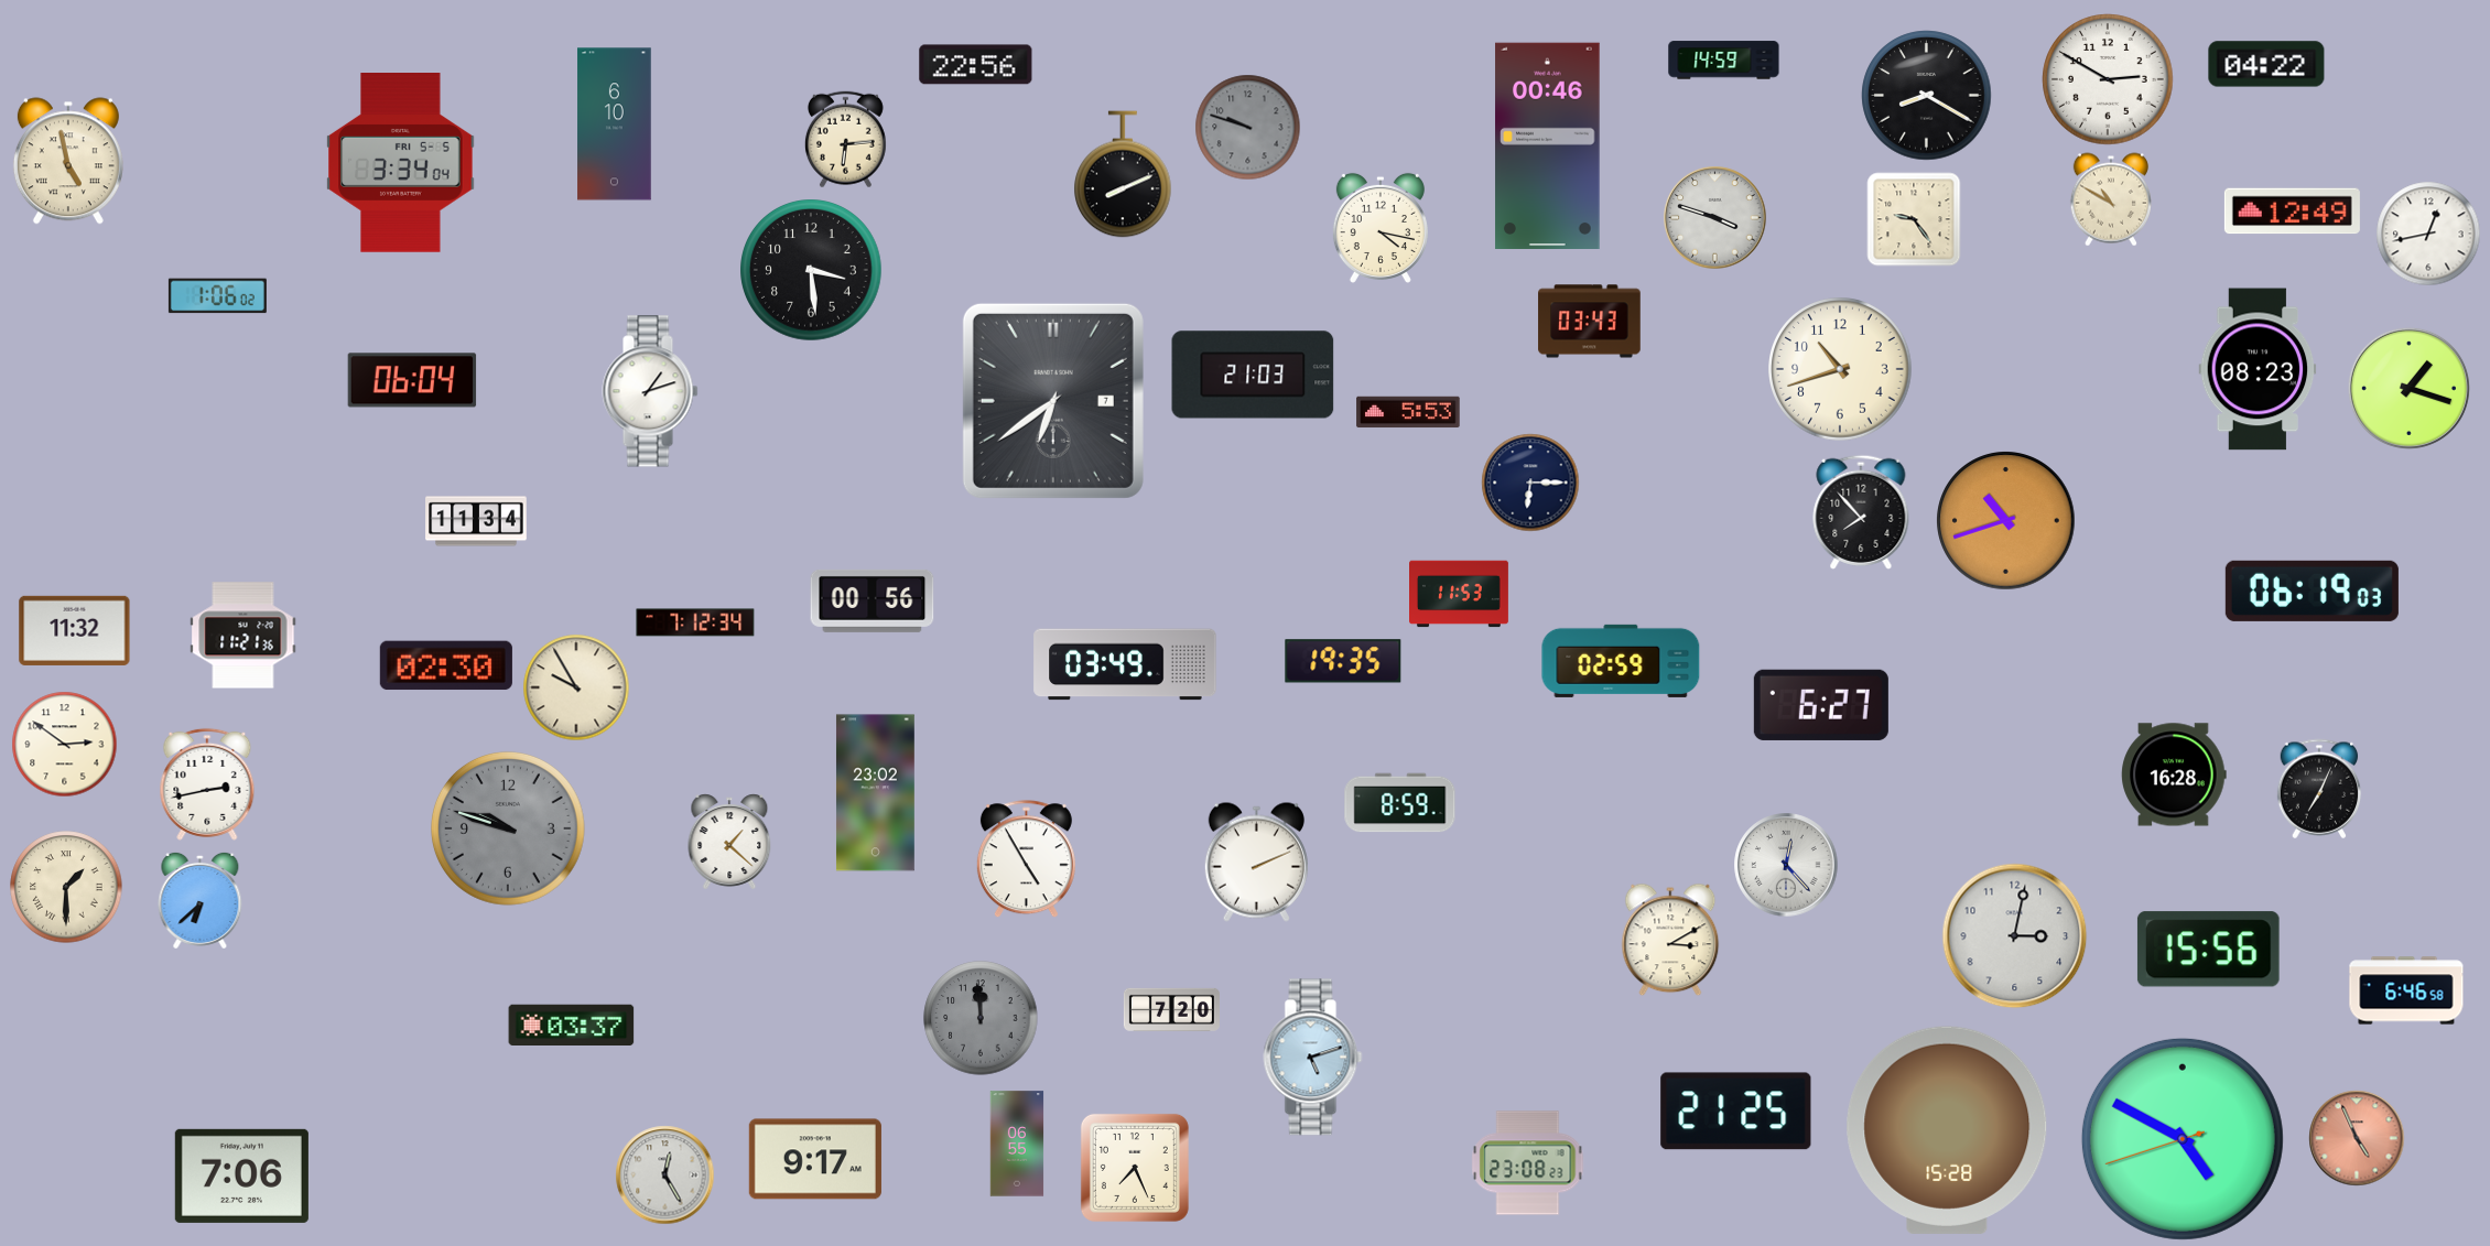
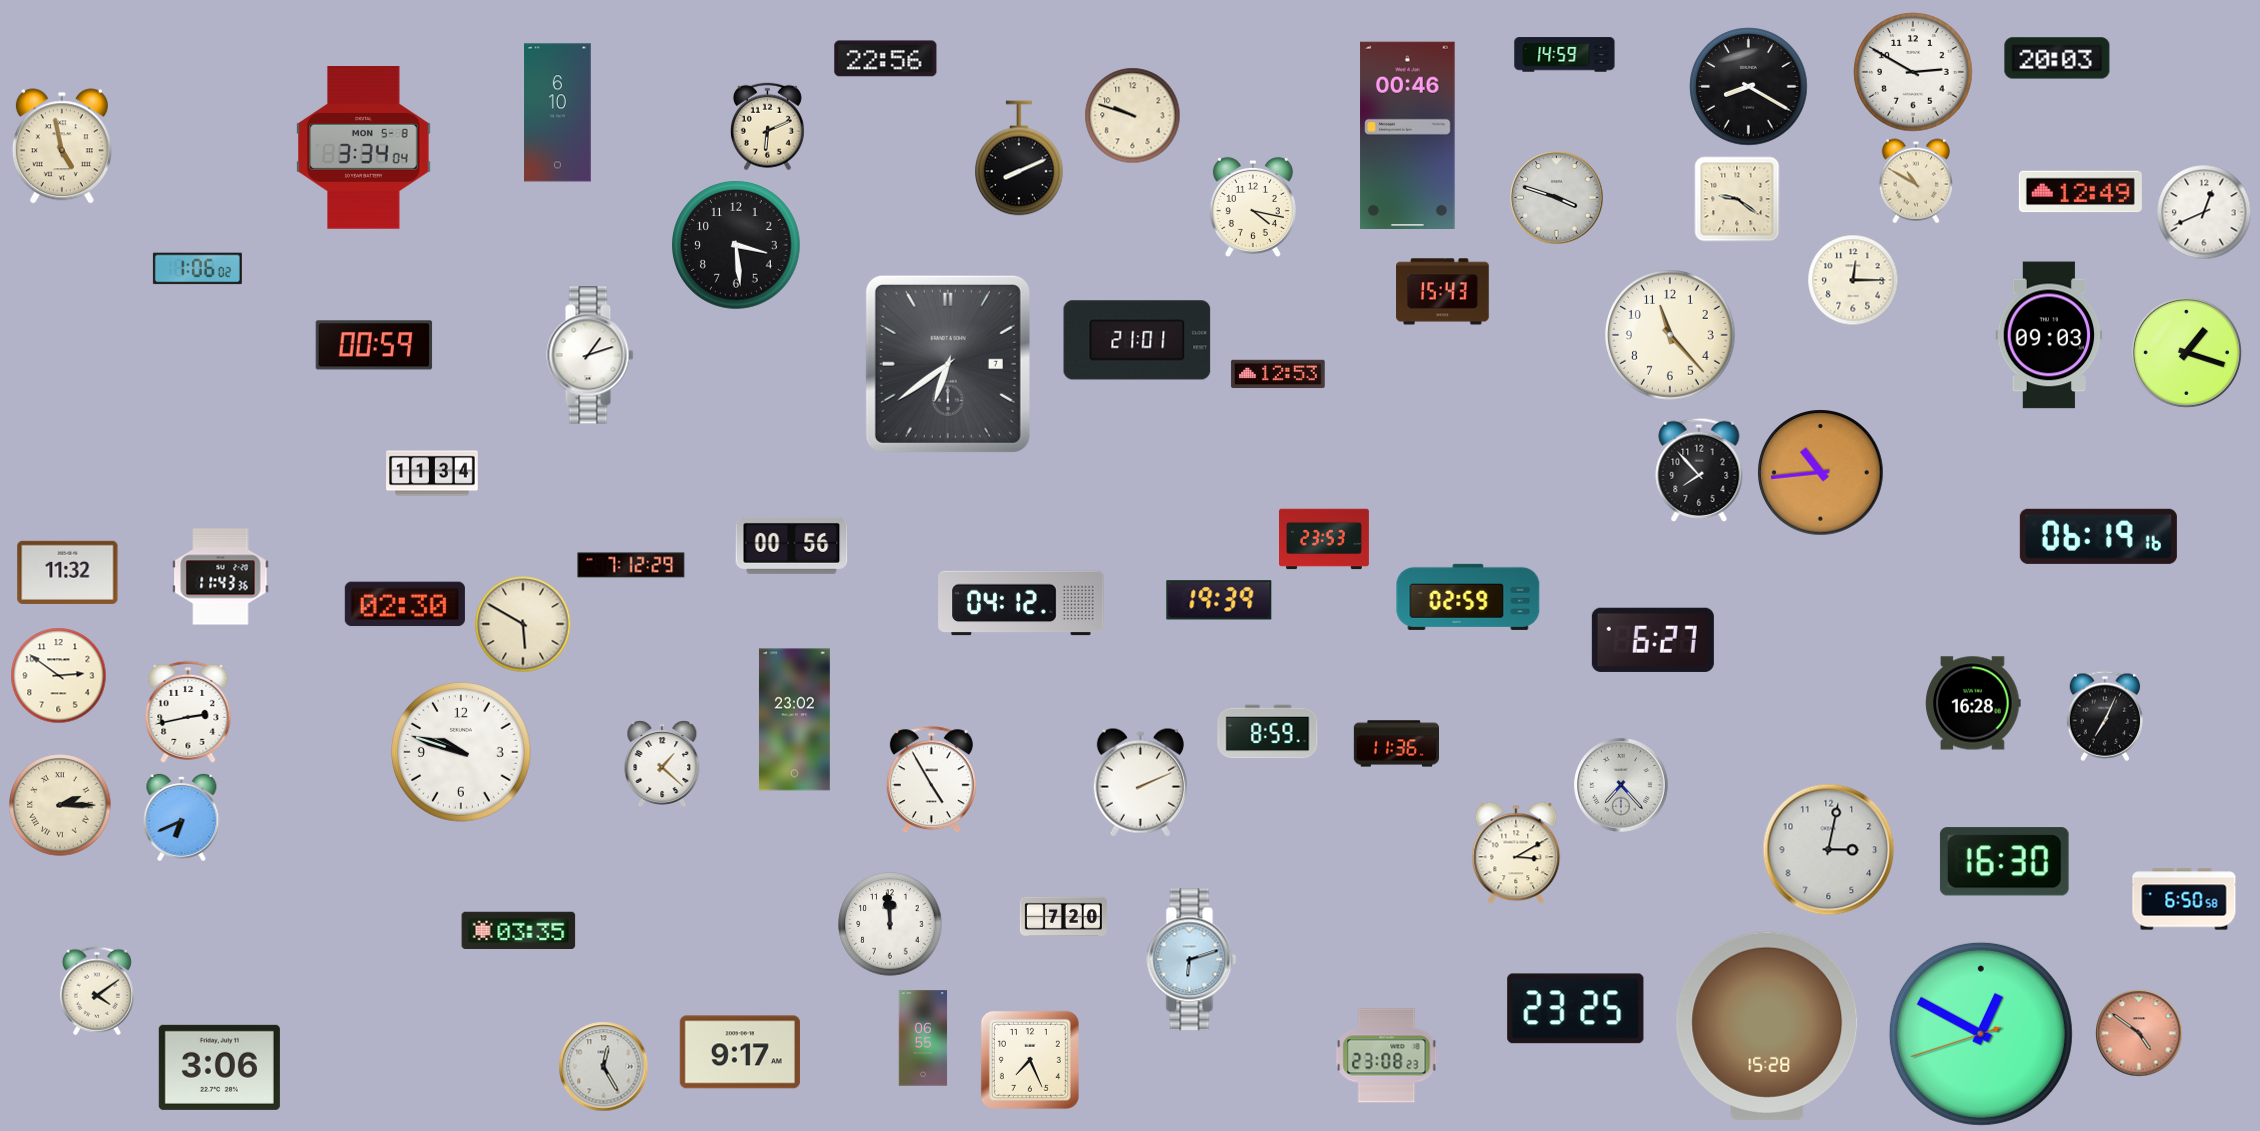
clock at (2266, 64): 04:22 -> 20:03
clock at (1248, 128) dial: grey -> cream
clock at (845, 140): 6:14 -> 6:11
clock at (1548, 145) position: (1548, 145) -> (1408, 135)
clock at (401, 163) date: FRI 5-5 -> MON 5-8
clock at (1914, 219): 9:24 -> 9:21
clock at (2428, 234): 12:43 -> 12:41
clock at (1853, 280): none -> 12:15
clock at (1590, 322): 03:43 -> 15:43
clock at (1840, 369): 10:42 -> 11:23
clock at (2258, 369): 08:23 -> 09:03
clock at (1253, 375): 21:03 -> 21:01
clock at (412, 380): 06:04 -> 00:59
clock at (1053, 401) position: (1053, 401) -> (948, 364)
clock at (1408, 412): 5:53 -> 12:53
clock at (1530, 483): 6:15 -> none
clock at (1861, 512) position: (1861, 512) -> (1699, 470)
clock at (2006, 521): 10:42 -> 10:44
clock at (2312, 591): 06:19:03 -> 06:19:16
clock at (1460, 594): 11:53 -> 23:53
clock at (695, 622): 7:12:34 -> 7:12:29
clock at (243, 636): 11:21 -> 11:43
clock at (1343, 661): 19:35 -> 19:39
clock at (1621, 661) position: (1621, 661) -> (1468, 597)
clock at (1125, 664): 03:49 -> 04:12
clock at (576, 687): 9:55 -> 5:50
clock at (1400, 803) position: (1400, 803) -> (1268, 732)
clock at (1396, 744): none -> 11:36
clock at (509, 830) dial: grey -> white
clock at (1786, 865): 12:23 -> 7:23
clock at (66, 887): 1:30 -> 2:15
clock at (201, 900): 6:38 -> 6:41
clock at (2208, 950): 15:56 -> 16:30
clock at (2406, 990): 6:46 -> 6:50
clock at (981, 1018) dial: grey -> white
clock at (572, 1025): 03:37 -> 03:35
clock at (1313, 1058): 5:12 -> 6:12
clock at (97, 991): none -> 4:09
clock at (1736, 1112): 21:25 -> 23:25
clock at (2357, 1138): 4:56 -> 4:51
clock at (2183, 1139): 4:49 -> 12:49
clock at (241, 1175): 7:06 -> 3:06
